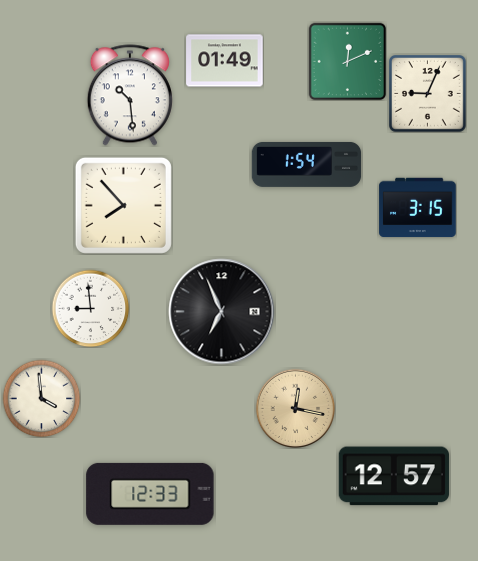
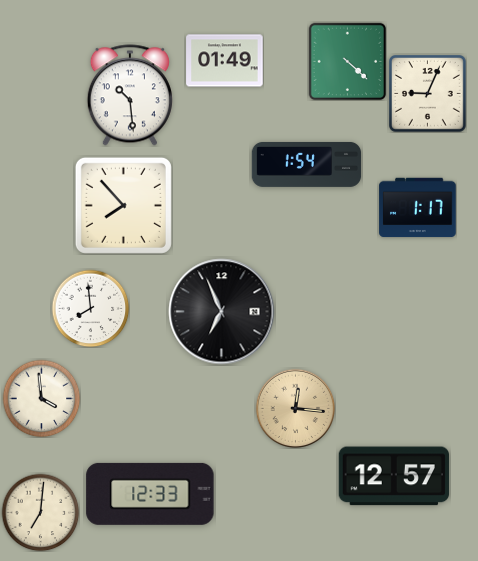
clock at (347, 61): 12:11 -> 4:22
clock at (418, 208): 3:15 -> 1:17
clock at (90, 308): 8:59 -> 7:59
clock at (295, 408): 12:17 -> 12:16
clock at (40, 512): none -> 7:01
